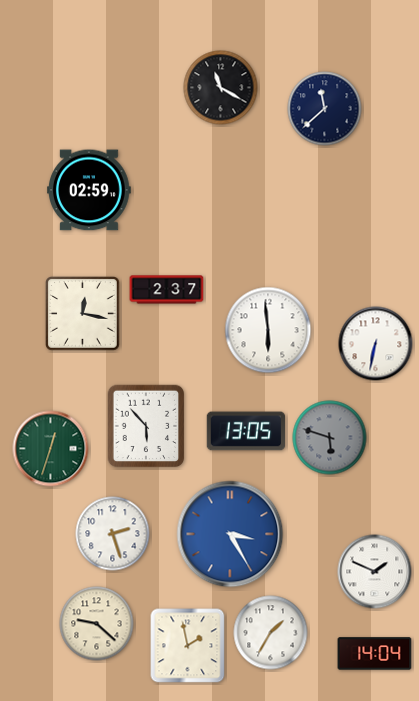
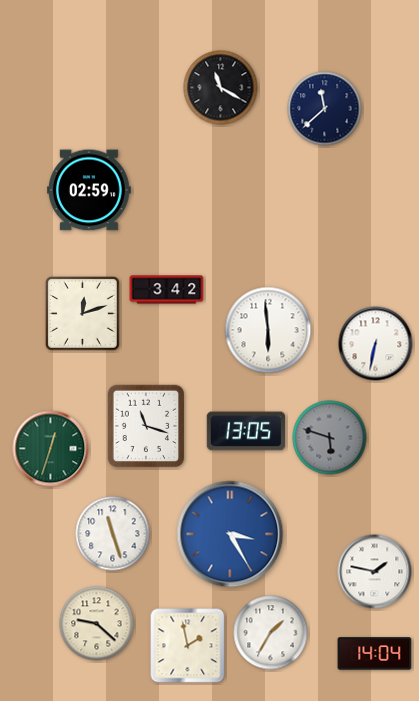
clock at (167, 290): 2:37 -> 3:42
clock at (83, 314): 12:17 -> 12:12
clock at (146, 426): 5:53 -> 11:18
clock at (113, 534): 2:27 -> 11:27
clock at (375, 572): 1:49 -> 1:47
